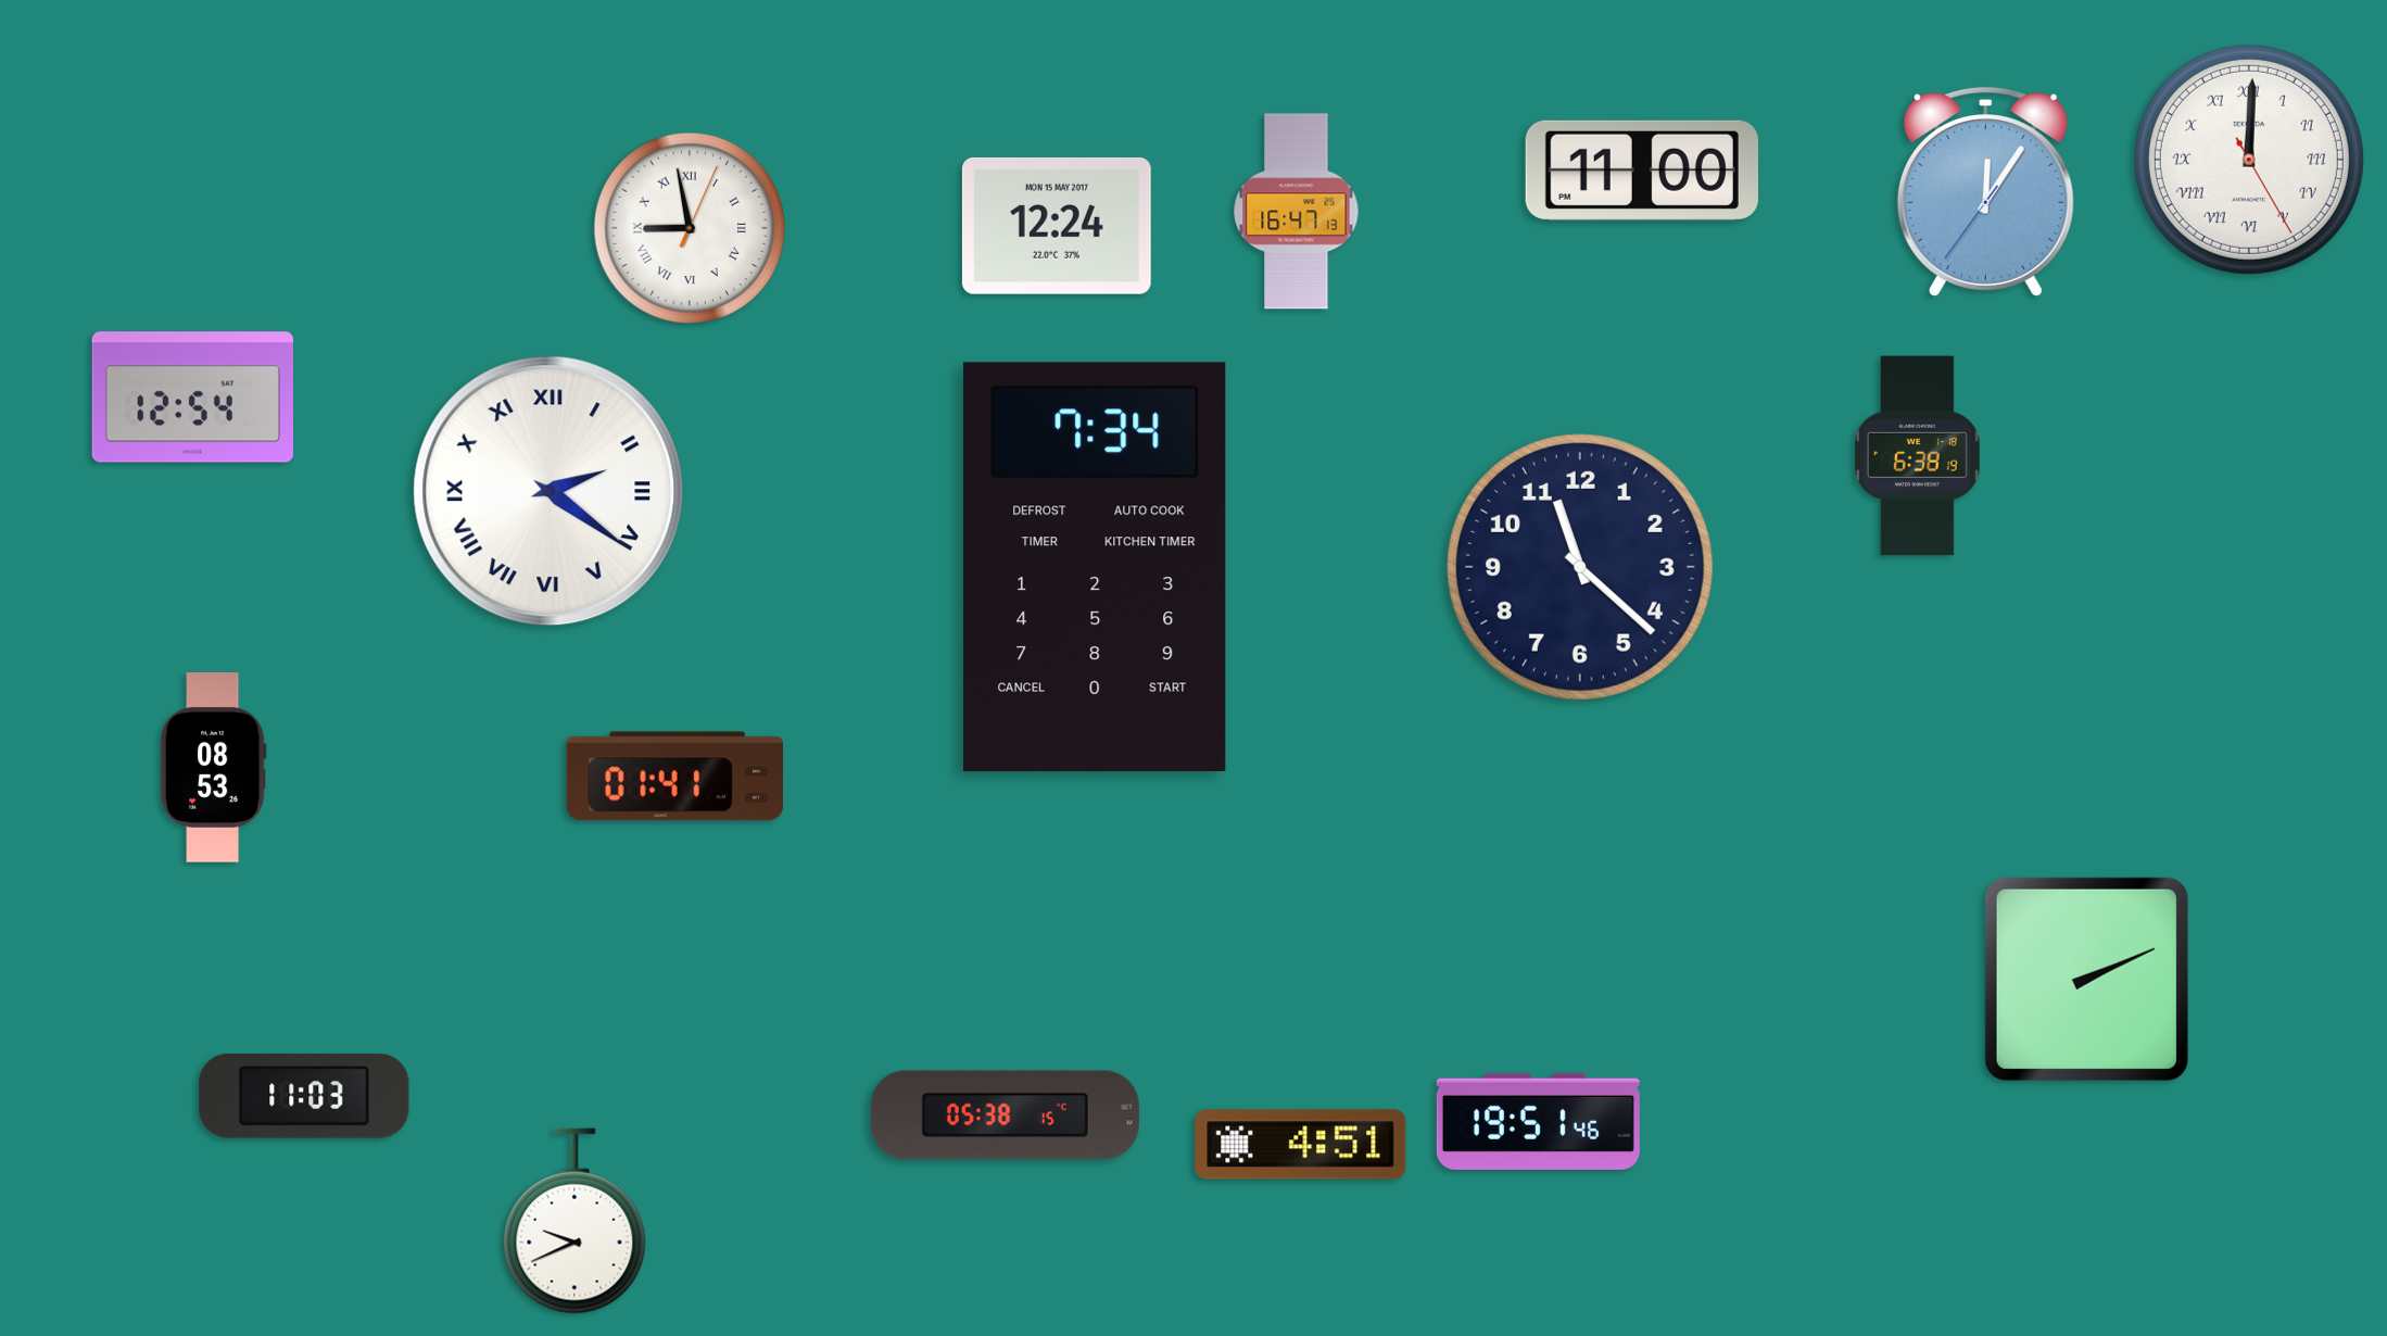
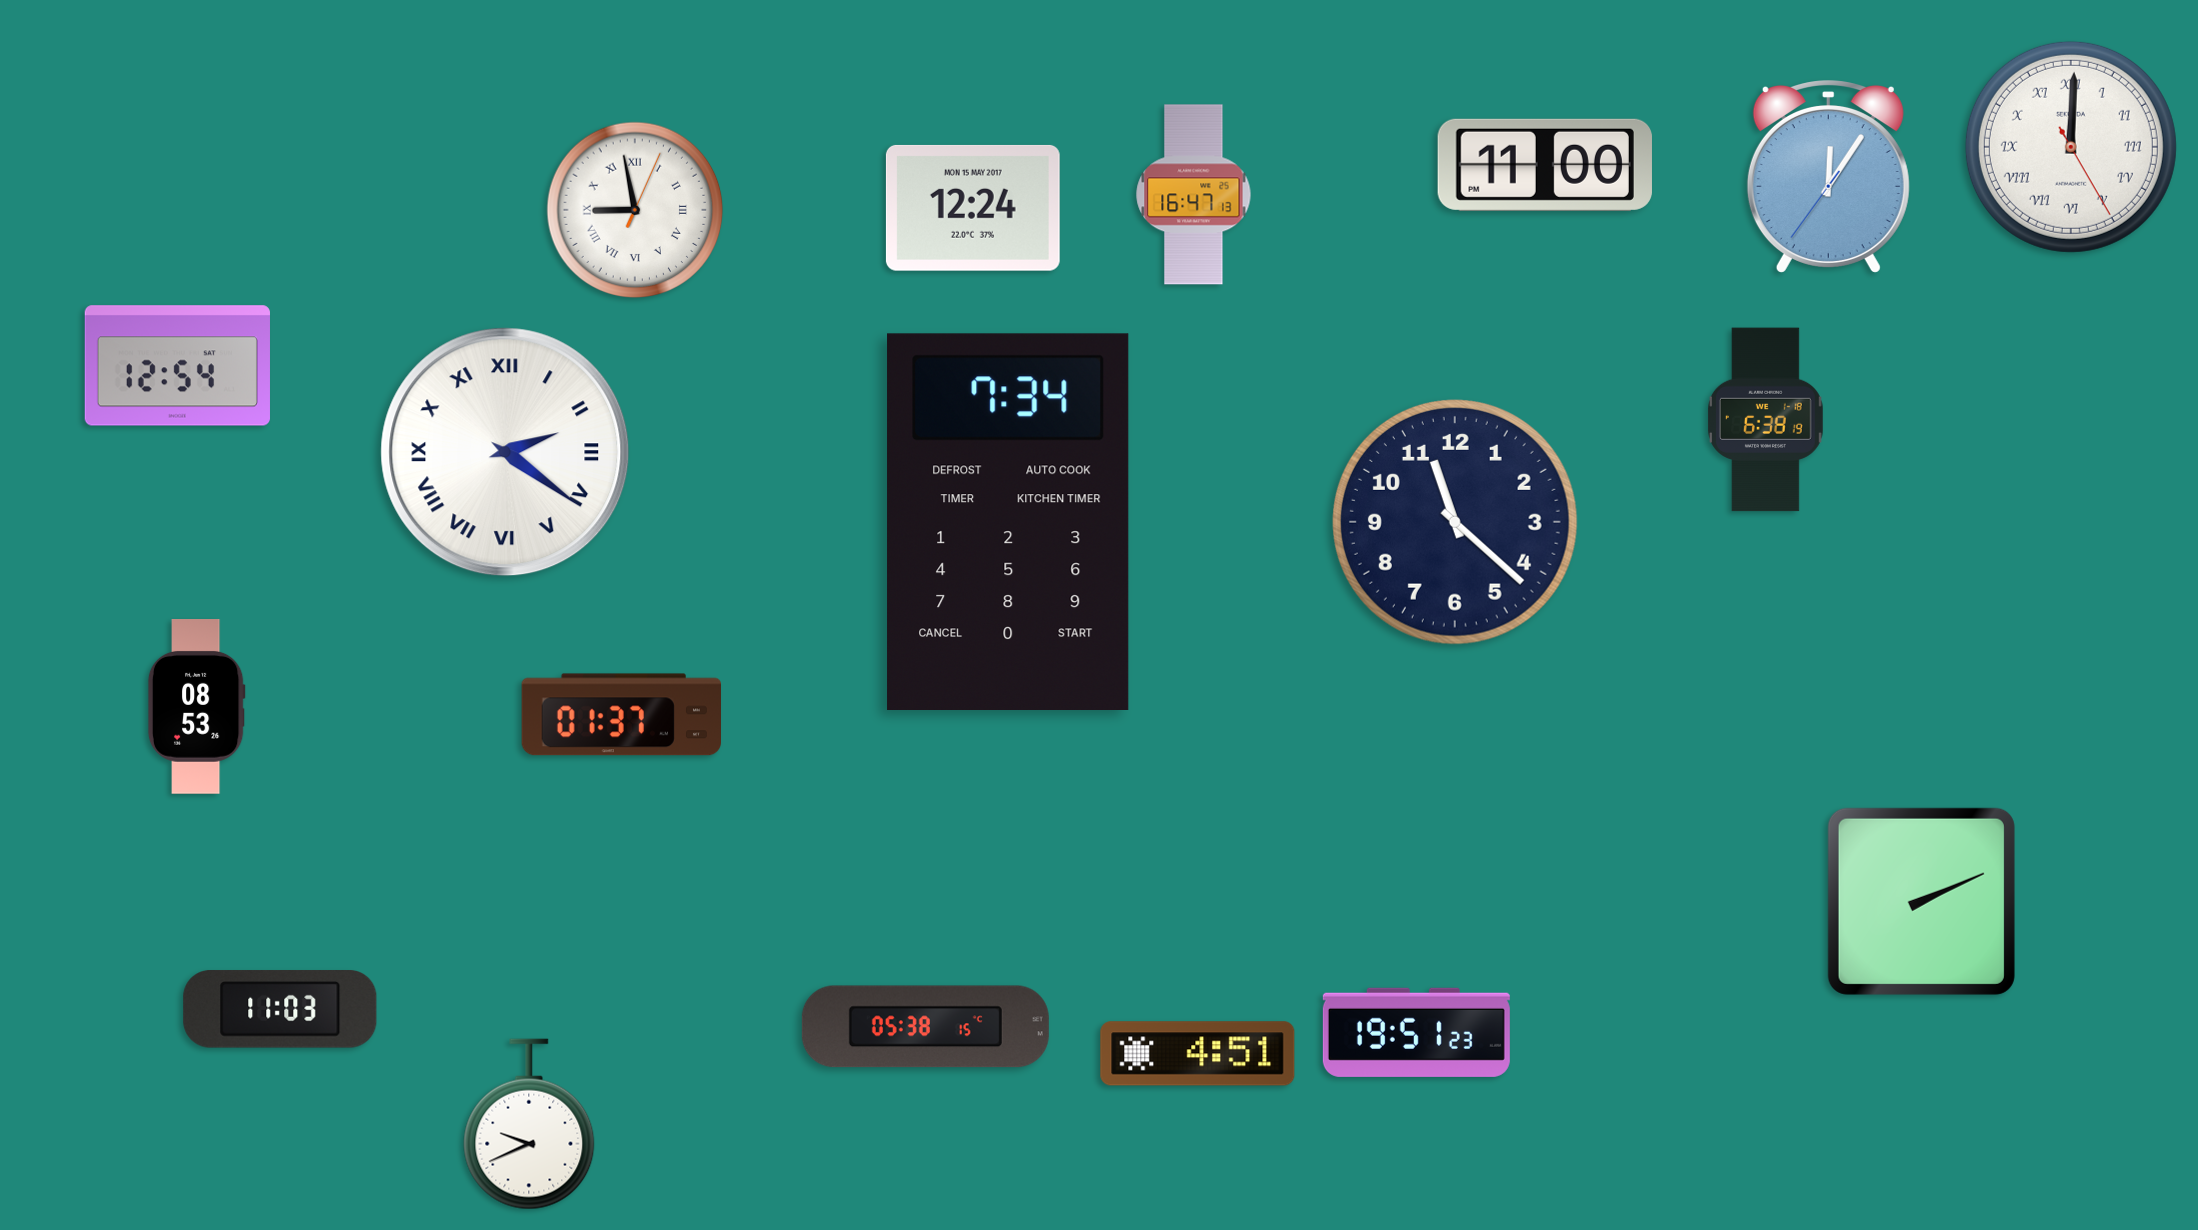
clock at (1642, 171) position: (1642, 171) -> (1545, 165)
clock at (674, 777): 01:41 -> 01:37
clock at (1538, 1121): 19:51:46 -> 19:51:23
